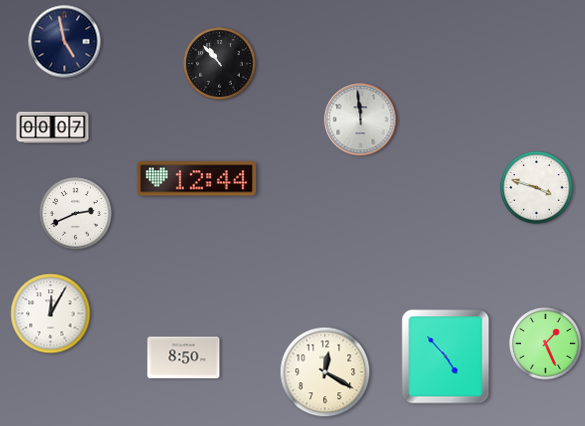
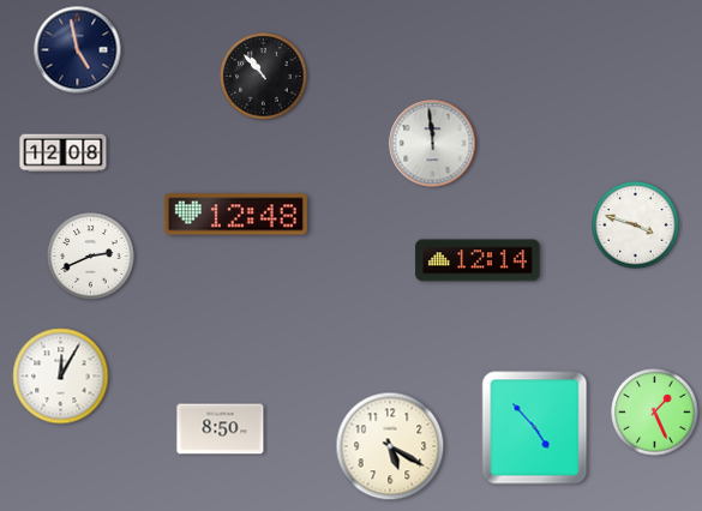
clock at (53, 128): 00:07 -> 12:08
clock at (196, 179): 12:44 -> 12:48
clock at (537, 188) position: (537, 188) -> (636, 226)
clock at (478, 260): none -> 12:14
clock at (325, 372): 12:20 -> 5:20
